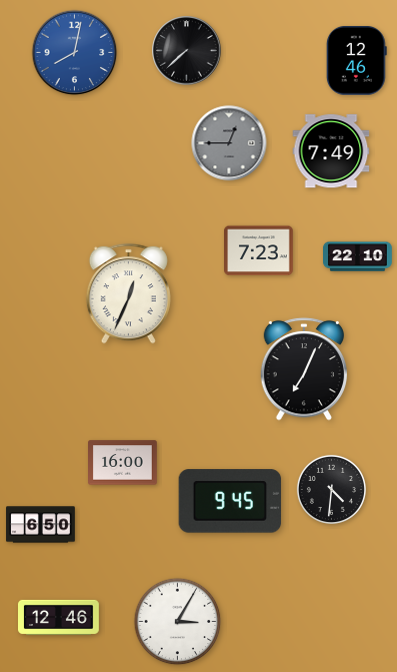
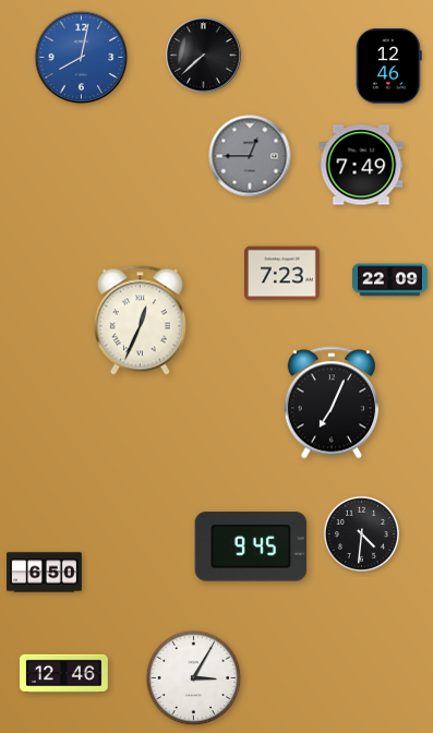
clock at (358, 257): 22:10 -> 22:09
clock at (123, 463): 16:00 -> none
